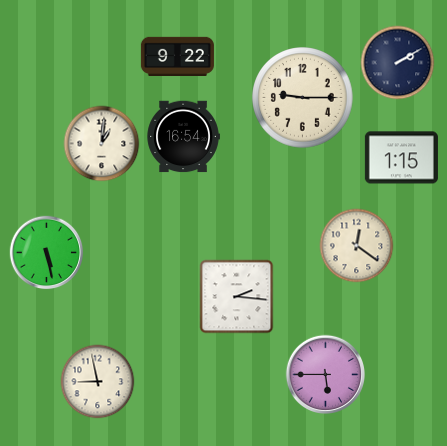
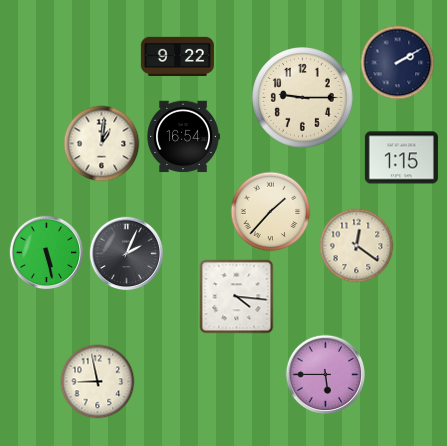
clock at (271, 212): none -> 1:37
clock at (127, 254): none -> 2:04
clock at (237, 297): 2:16 -> 4:16
